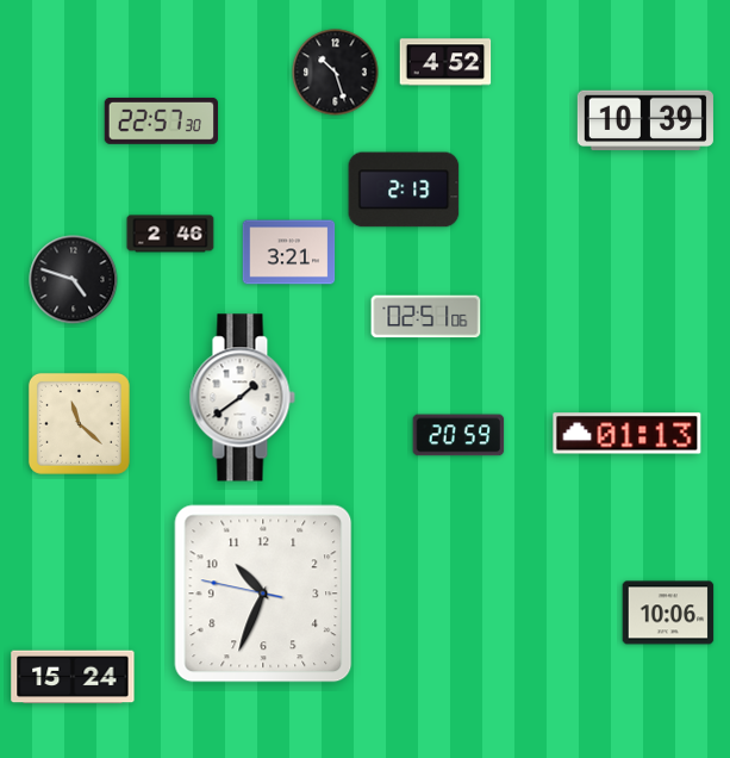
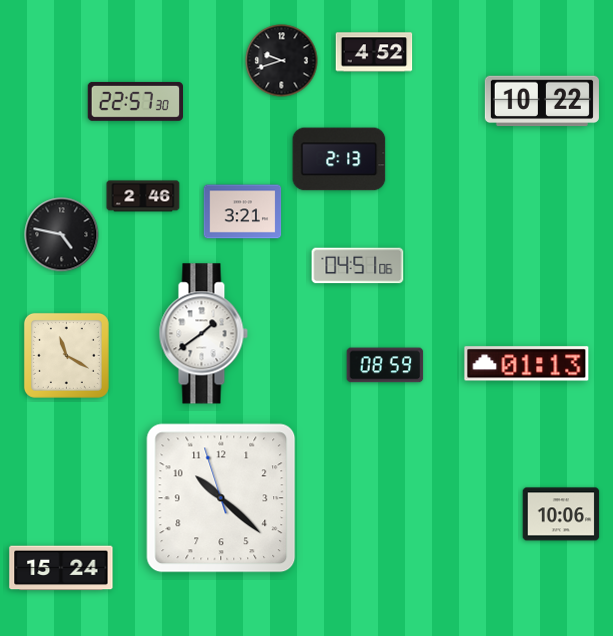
clock at (336, 73): 10:27 -> 9:42
clock at (645, 120): 10:39 -> 10:22
clock at (74, 280): 4:48 -> 4:47
clock at (426, 317): 02:51 -> 04:51
clock at (79, 423): 11:22 -> 11:20
clock at (458, 435): 20:59 -> 08:59
clock at (263, 594): 10:33 -> 10:21
